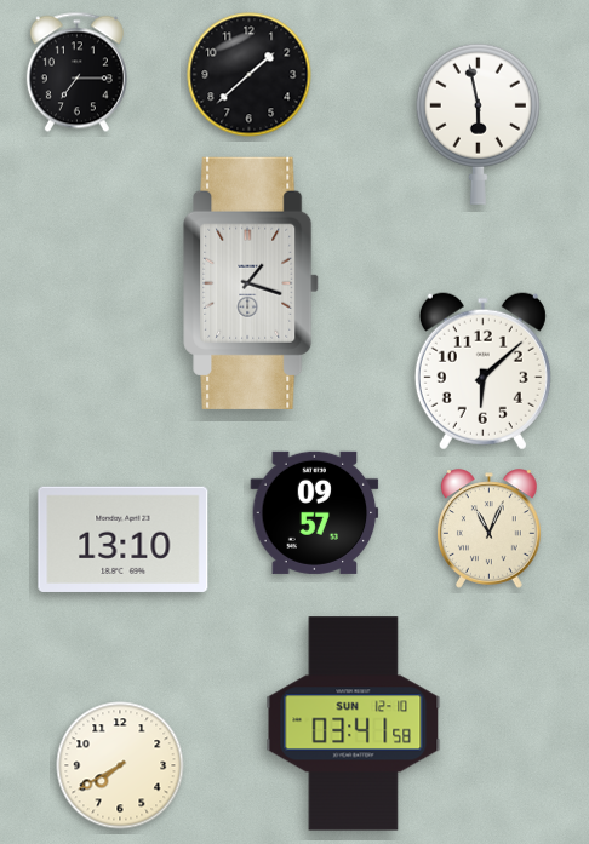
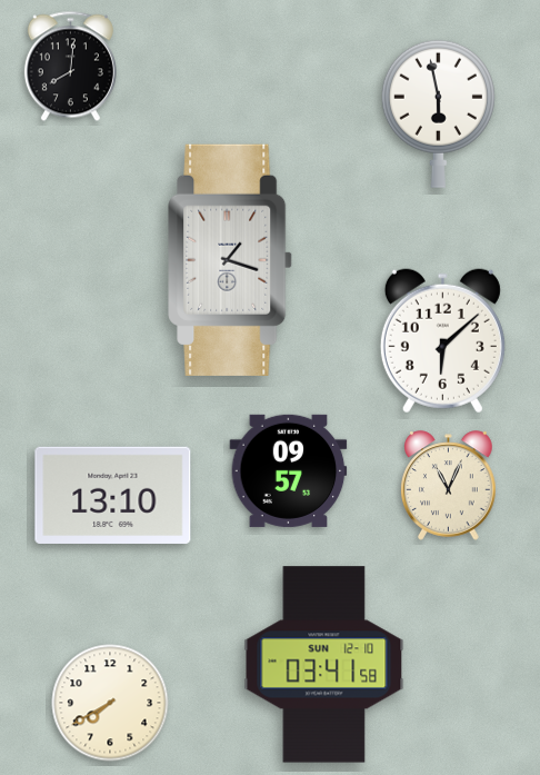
clock at (76, 73): 7:15 -> 8:01
clock at (250, 75): 1:38 -> none
